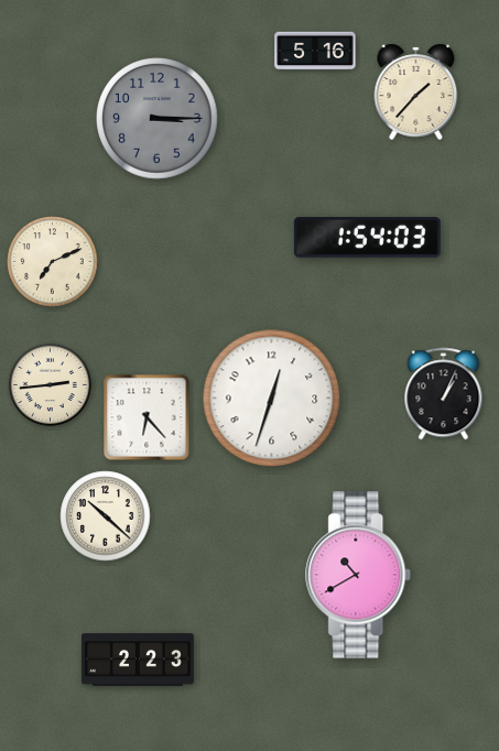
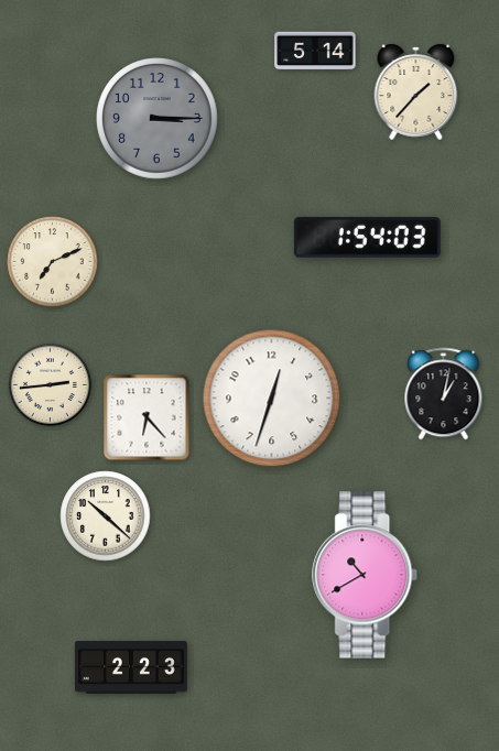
clock at (315, 51): 5:16 -> 5:14
clock at (444, 394): 1:04 -> 1:02
clock at (359, 575) position: (359, 575) -> (366, 575)
clock at (138, 660) position: (138, 660) -> (131, 667)
